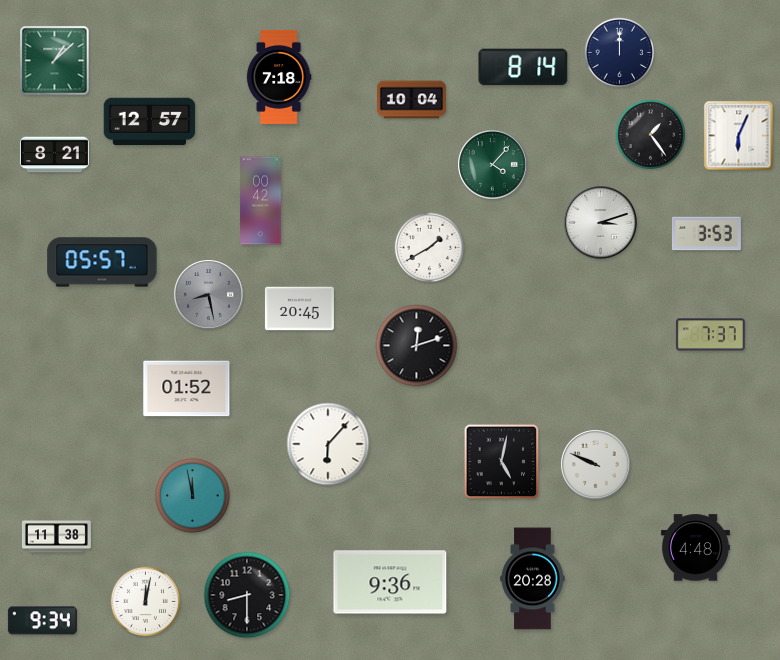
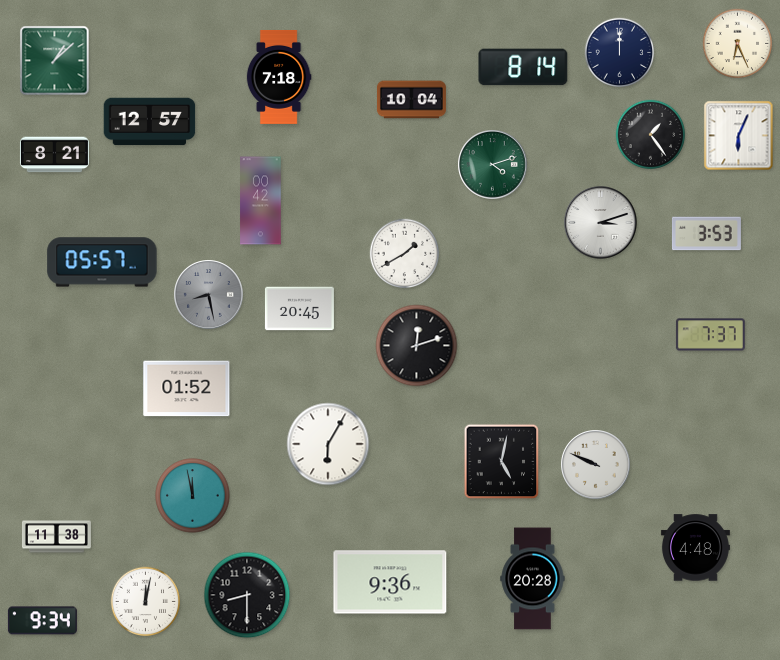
clock at (738, 44): none -> 6:26
clock at (493, 165): 4:07 -> 4:12
clock at (430, 248) position: (430, 248) -> (405, 254)
clock at (328, 444): 6:07 -> 6:05
